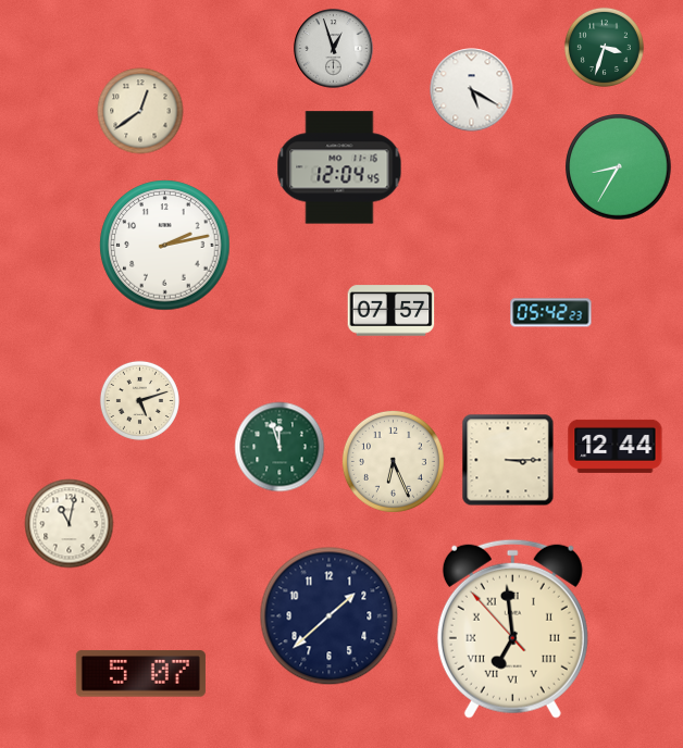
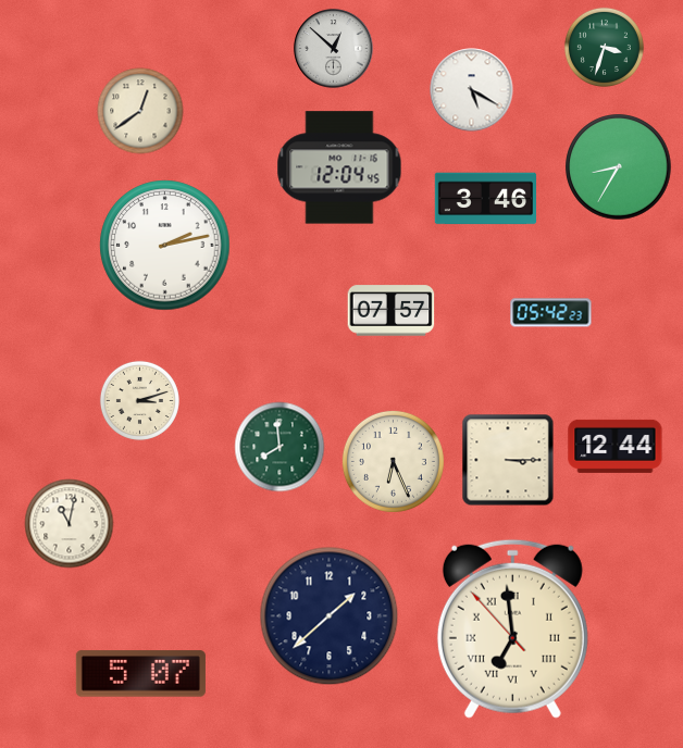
clock at (334, 49): 12:57 -> 12:52
clock at (486, 199): none -> 3:46
clock at (139, 400): 5:12 -> 3:12
clock at (280, 447): 11:57 -> 7:59
